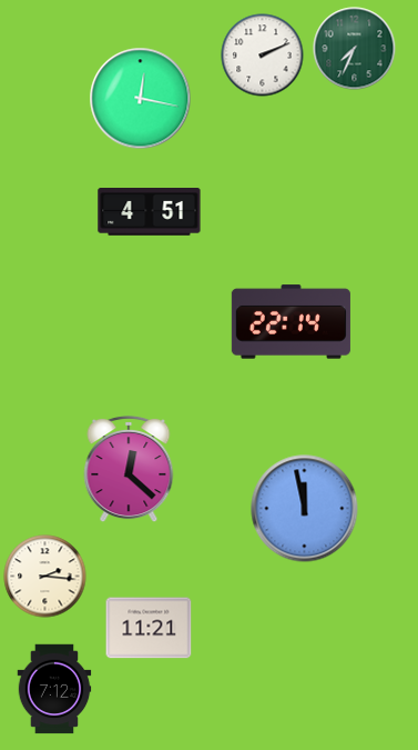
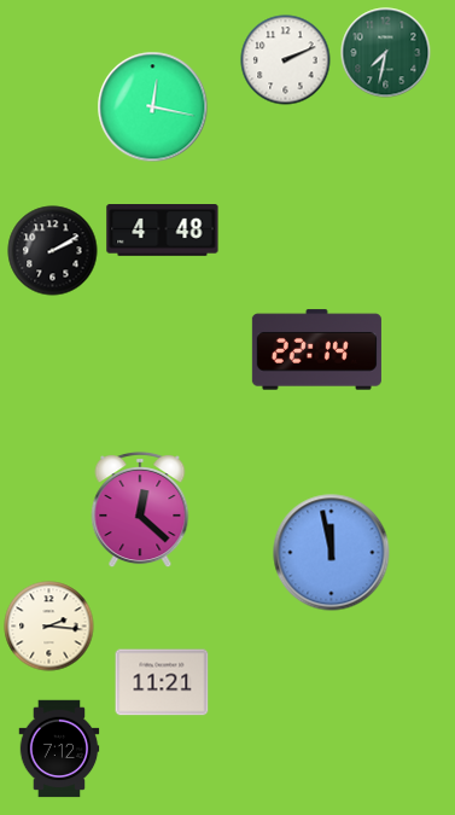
clock at (355, 49): 7:34 -> 7:32
clock at (150, 212): 4:51 -> 4:48
clock at (53, 251): none -> 2:10
